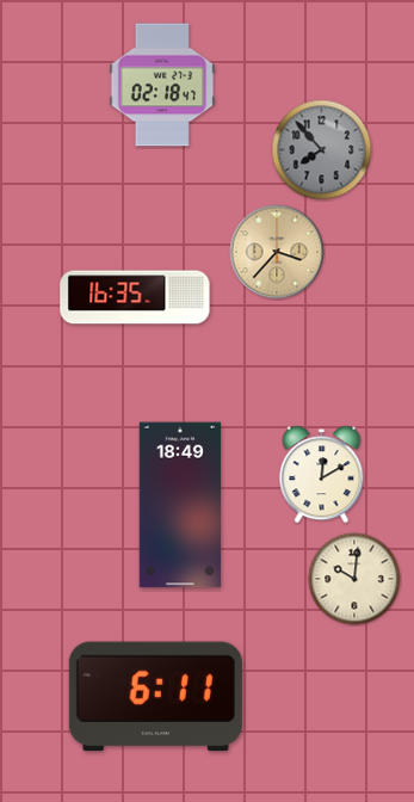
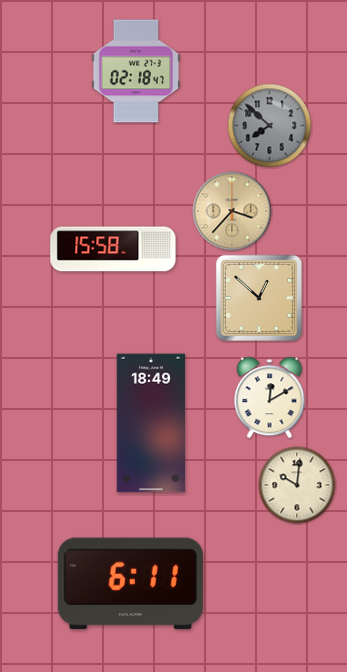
clock at (322, 150): 7:53 -> 7:52
clock at (135, 297): 16:35 -> 15:58
clock at (259, 298): none -> 12:52
